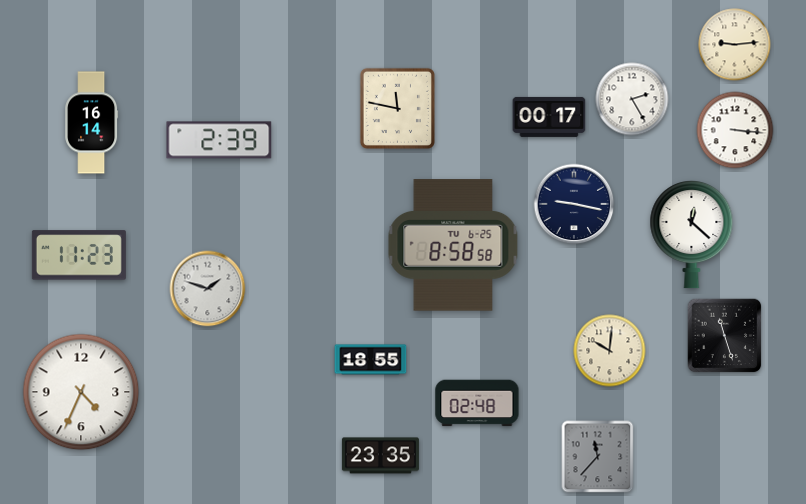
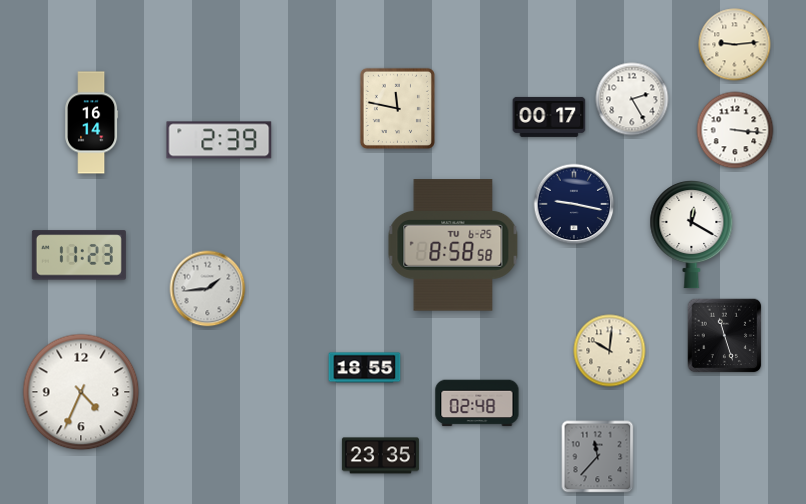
clock at (692, 235): 12:22 -> 12:20
clock at (208, 289): 1:48 -> 1:44
clock at (371, 360) position: (371, 360) -> (365, 368)
